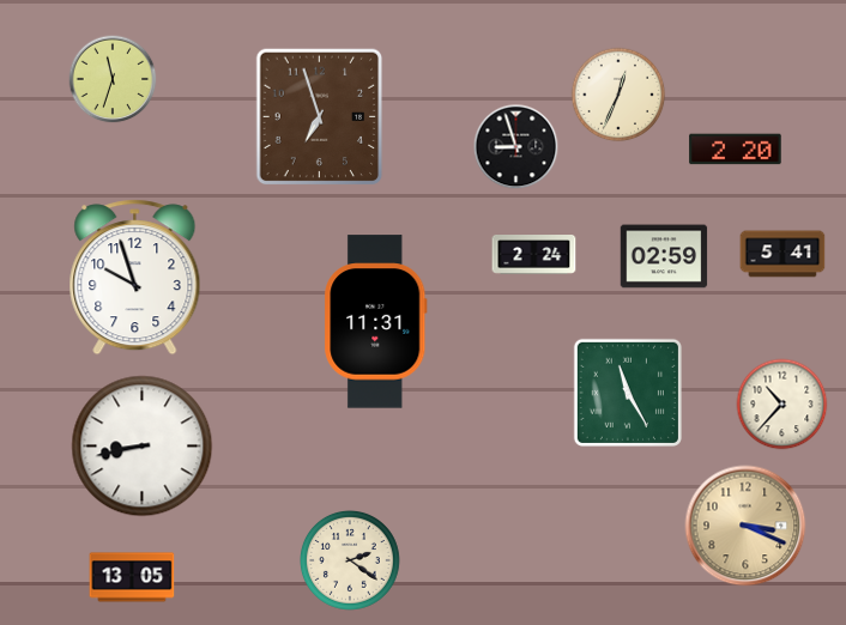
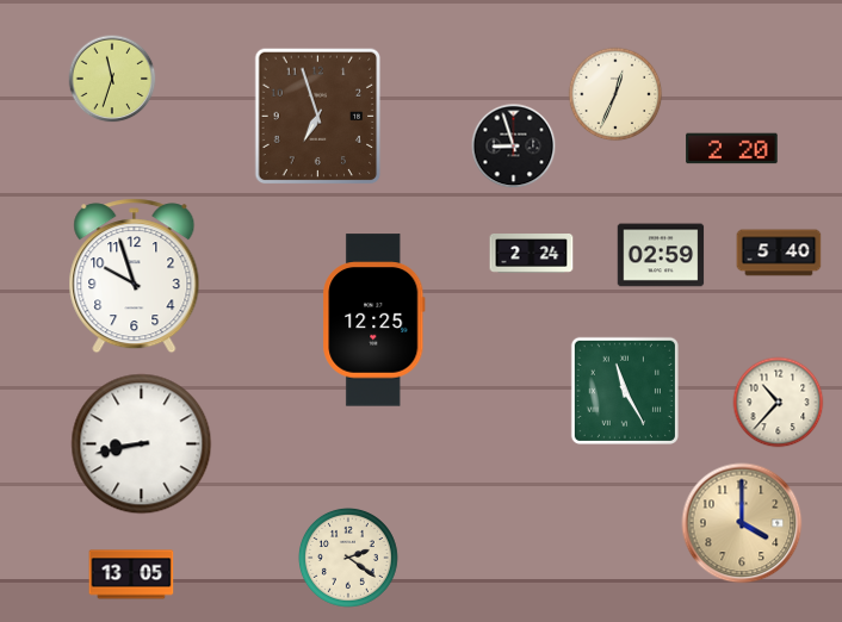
clock at (782, 254): 5:41 -> 5:40
clock at (376, 322): 11:31 -> 12:25
clock at (745, 526): 3:19 -> 4:00
